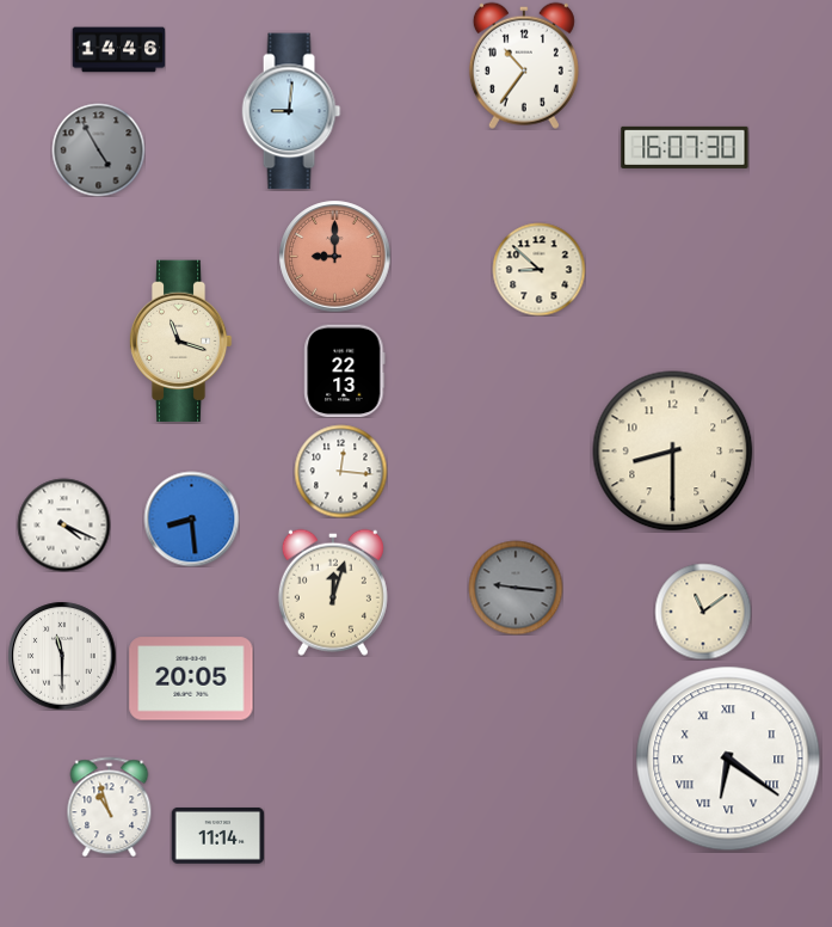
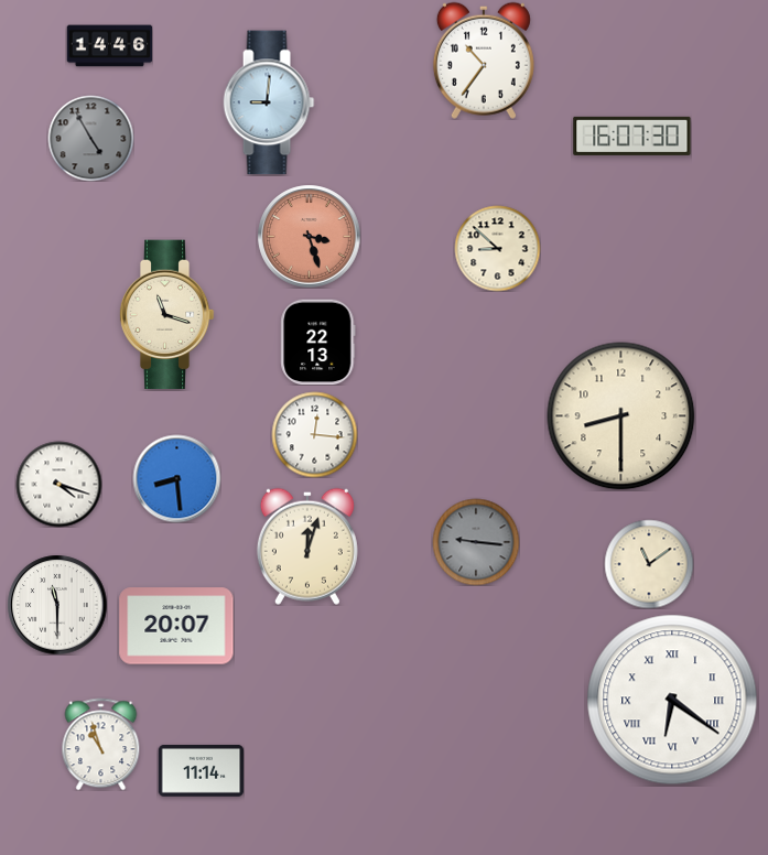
clock at (334, 256): 9:00 -> 3:27
clock at (63, 524): 4:19 -> 4:18
clock at (191, 679): 20:05 -> 20:07
